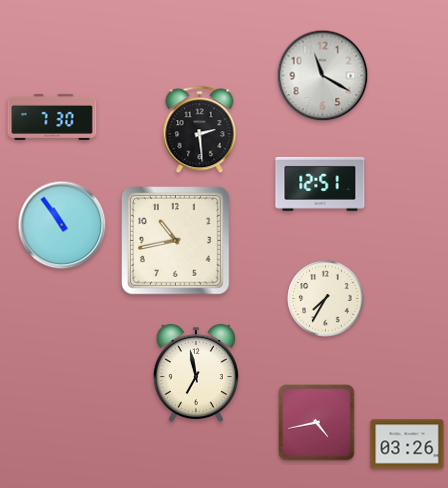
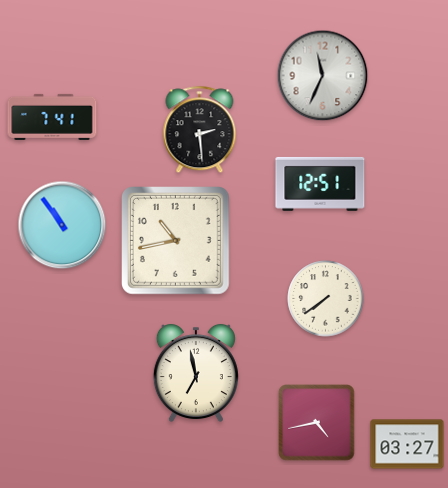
clock at (323, 76): 11:20 -> 11:34
clock at (52, 117): 7:30 -> 7:41
clock at (326, 299): 7:35 -> 7:39
clock at (407, 444): 03:26 -> 03:27
